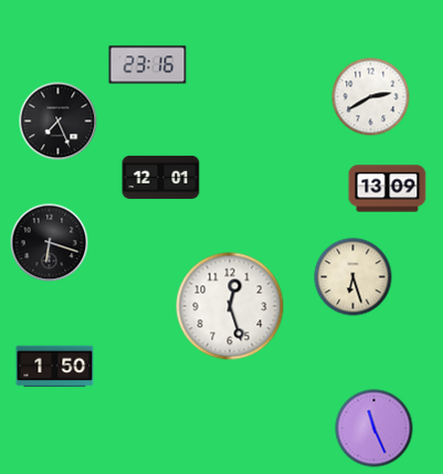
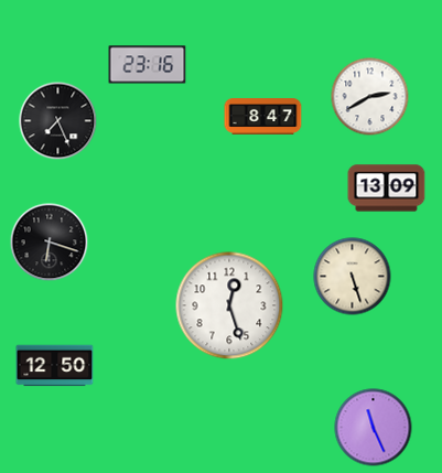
clock at (263, 117): none -> 8:47
clock at (161, 177): 12:01 -> none
clock at (354, 277): 6:27 -> 5:27
clock at (55, 367): 1:50 -> 12:50
